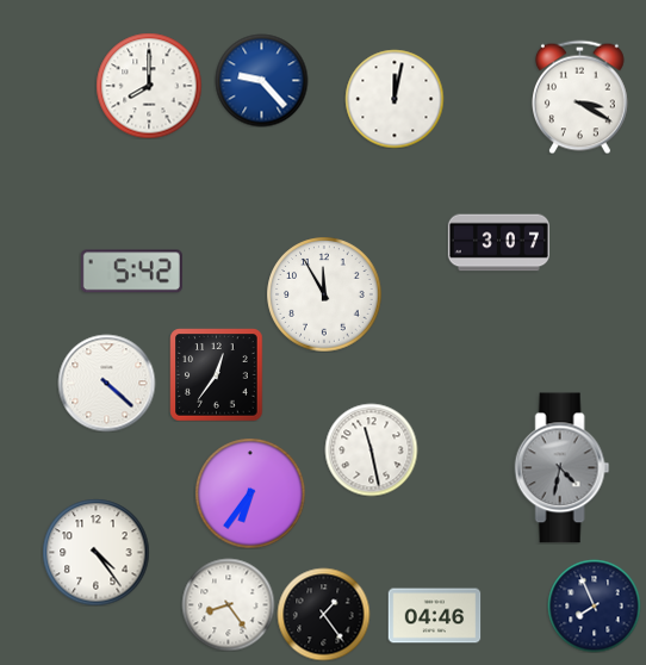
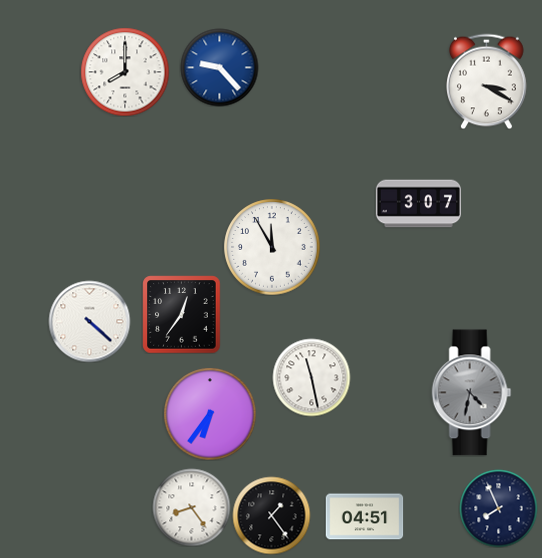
clock at (395, 99): 12:02 -> none
clock at (131, 272): 5:42 -> none
clock at (95, 552): 4:24 -> none
clock at (434, 616): 04:46 -> 04:51
